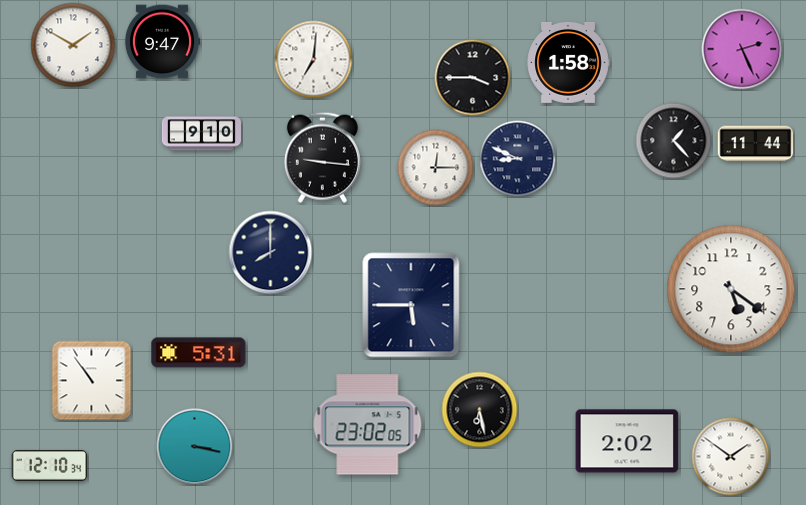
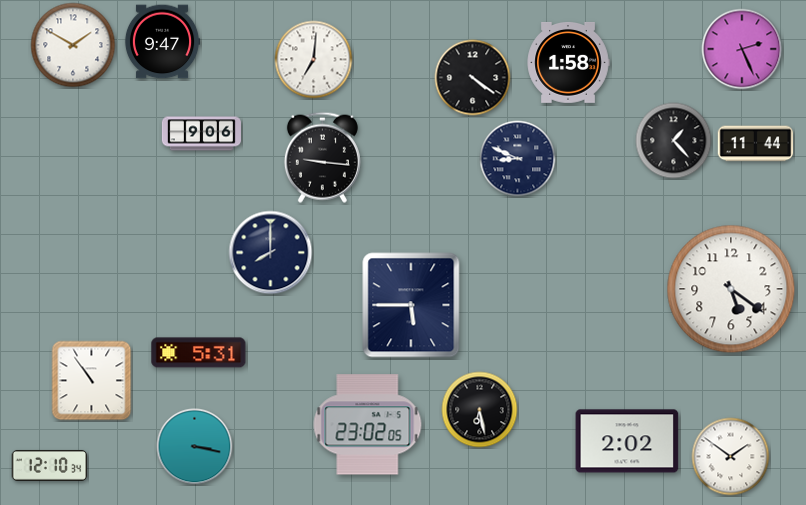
clock at (473, 78): 3:45 -> 4:21
clock at (201, 134): 9:10 -> 9:06
clock at (436, 168): 12:15 -> none
